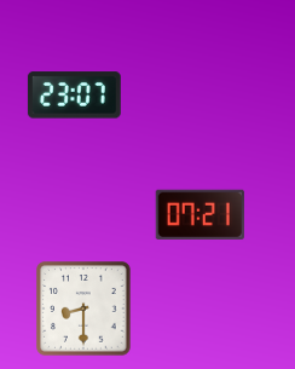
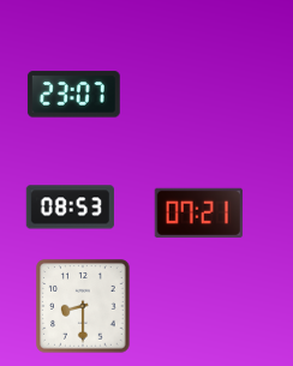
clock at (70, 208): none -> 08:53
